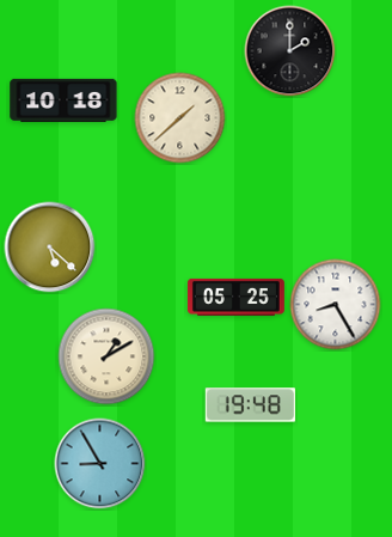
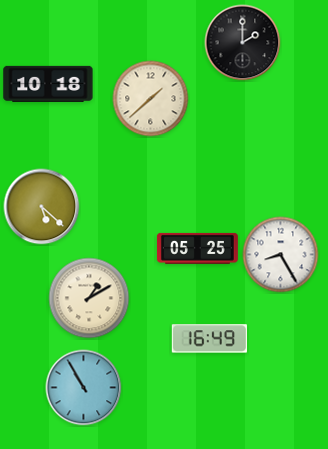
clock at (63, 100) position: (63, 100) -> (48, 84)
clock at (250, 405): 19:48 -> 16:49
clock at (100, 464): 8:55 -> 10:55
